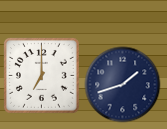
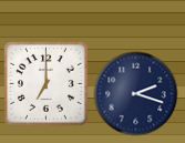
clock at (123, 85): 1:42 -> 2:18
